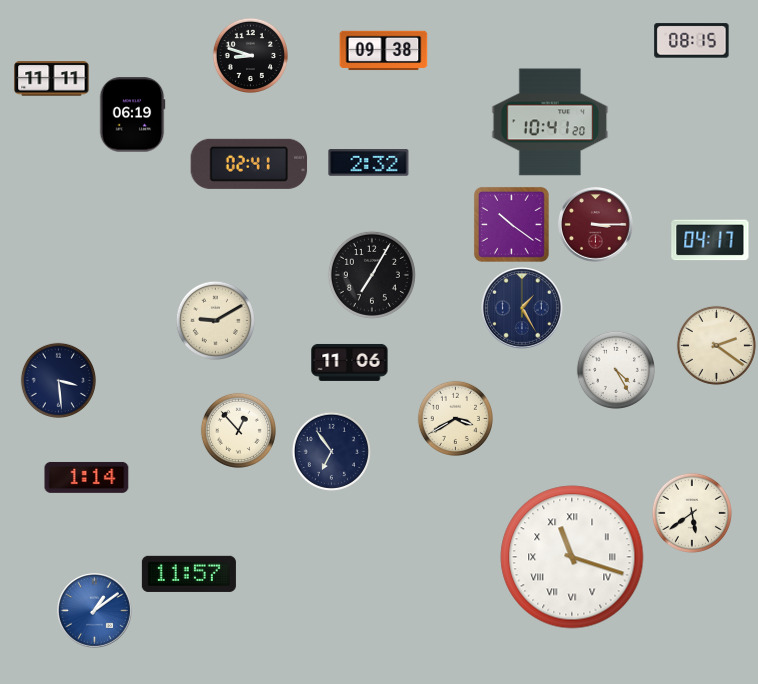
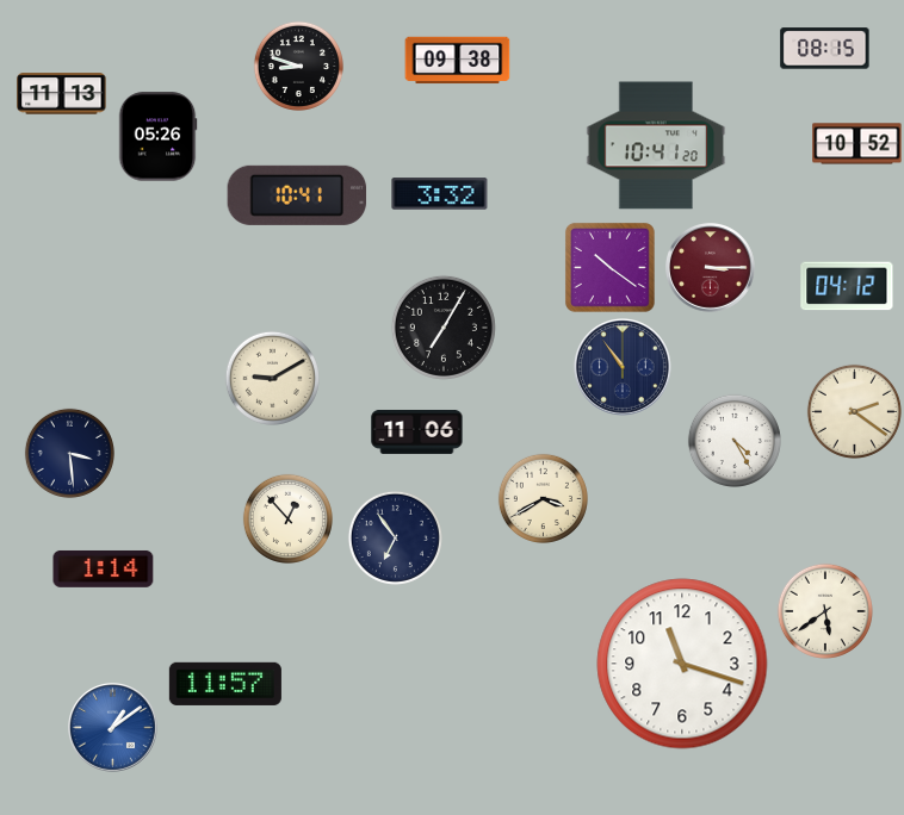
clock at (52, 79): 11:11 -> 11:13
clock at (132, 115): 06:19 -> 05:26
clock at (857, 144): none -> 10:52
clock at (369, 163): 2:32 -> 3:32
clock at (249, 164): 02:41 -> 10:41
clock at (710, 240): 04:17 -> 04:12
clock at (522, 308): 1:25 -> 10:54
clock at (215, 320) position: (215, 320) -> (272, 378)
clock at (238, 430) position: (238, 430) -> (287, 518)
clock at (572, 557) numerals: Roman -> Arabic
